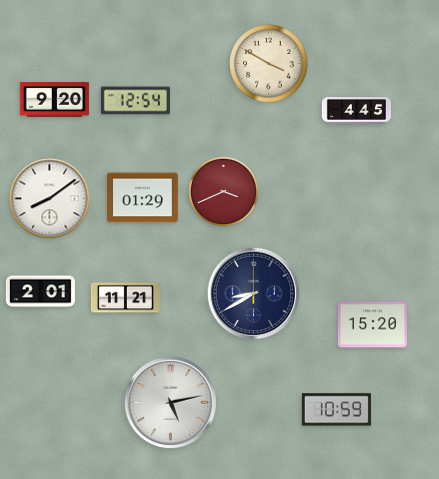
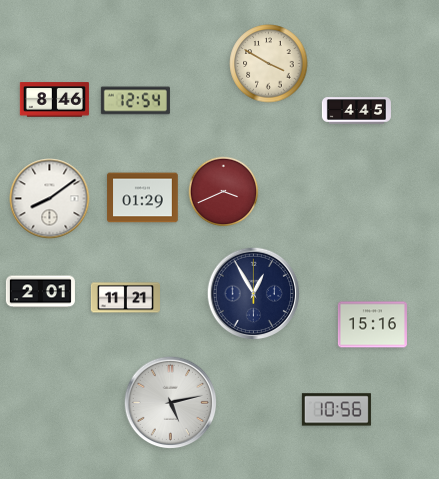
clock at (54, 100): 9:20 -> 8:46
clock at (254, 294): 8:40 -> 12:55
clock at (372, 325): 15:20 -> 15:16
clock at (336, 410): 10:59 -> 10:56
